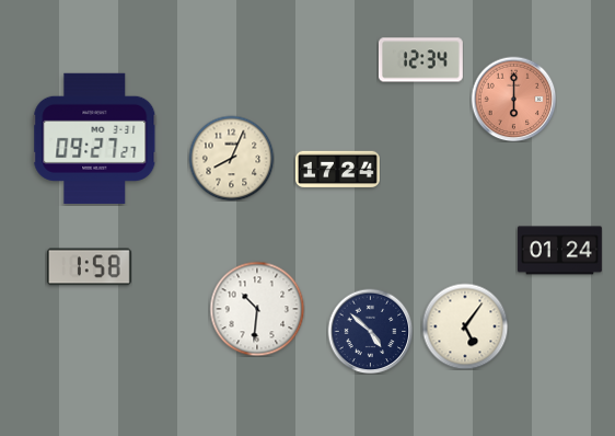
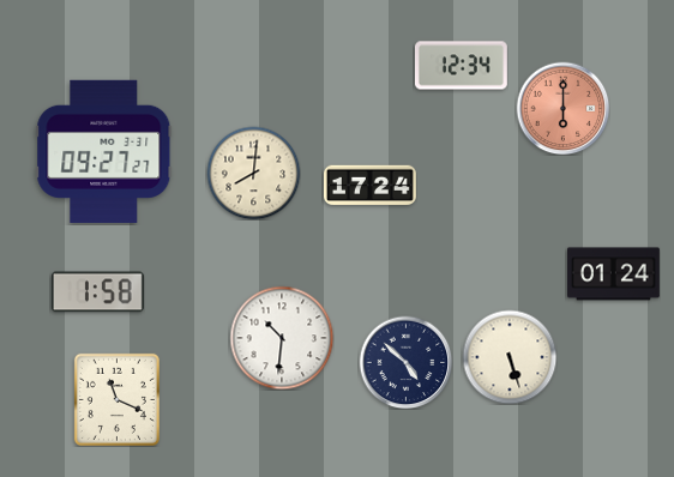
clock at (231, 158): 8:04 -> 8:01
clock at (465, 326): 5:06 -> 5:27
clock at (116, 399): none -> 11:19
